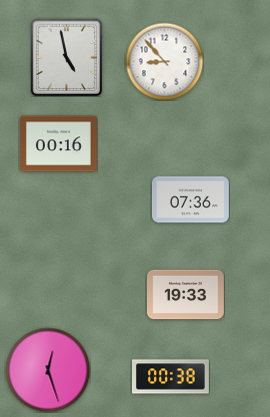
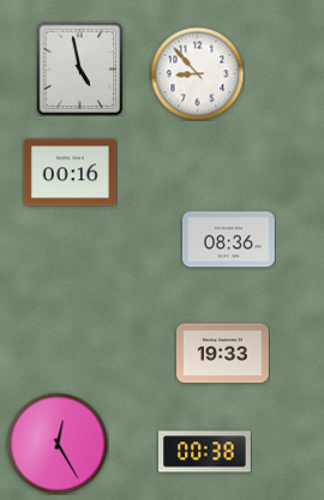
clock at (191, 200): 07:36 -> 08:36
clock at (48, 370): 12:27 -> 12:25
